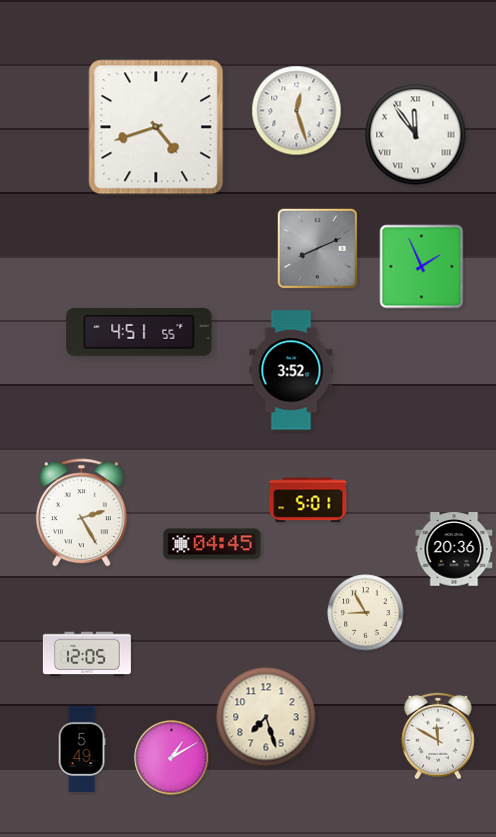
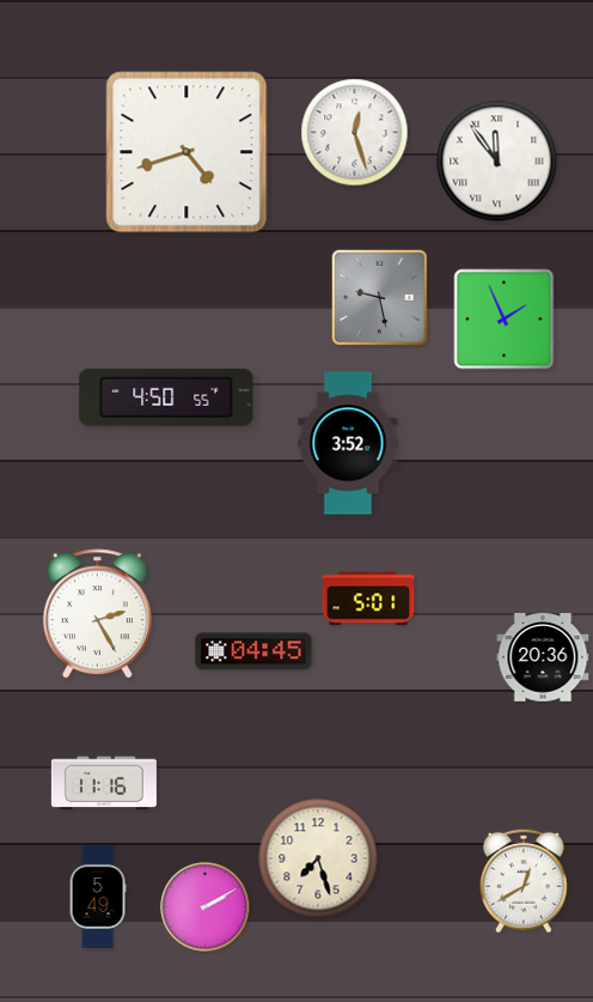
clock at (317, 248): 8:11 -> 9:28
clock at (139, 332): 4:51 -> 4:50
clock at (366, 613): 8:55 -> none
clock at (87, 654): 12:05 -> 11:16
clock at (439, 736): 11:50 -> 12:40
clock at (172, 758): 1:10 -> 2:10
